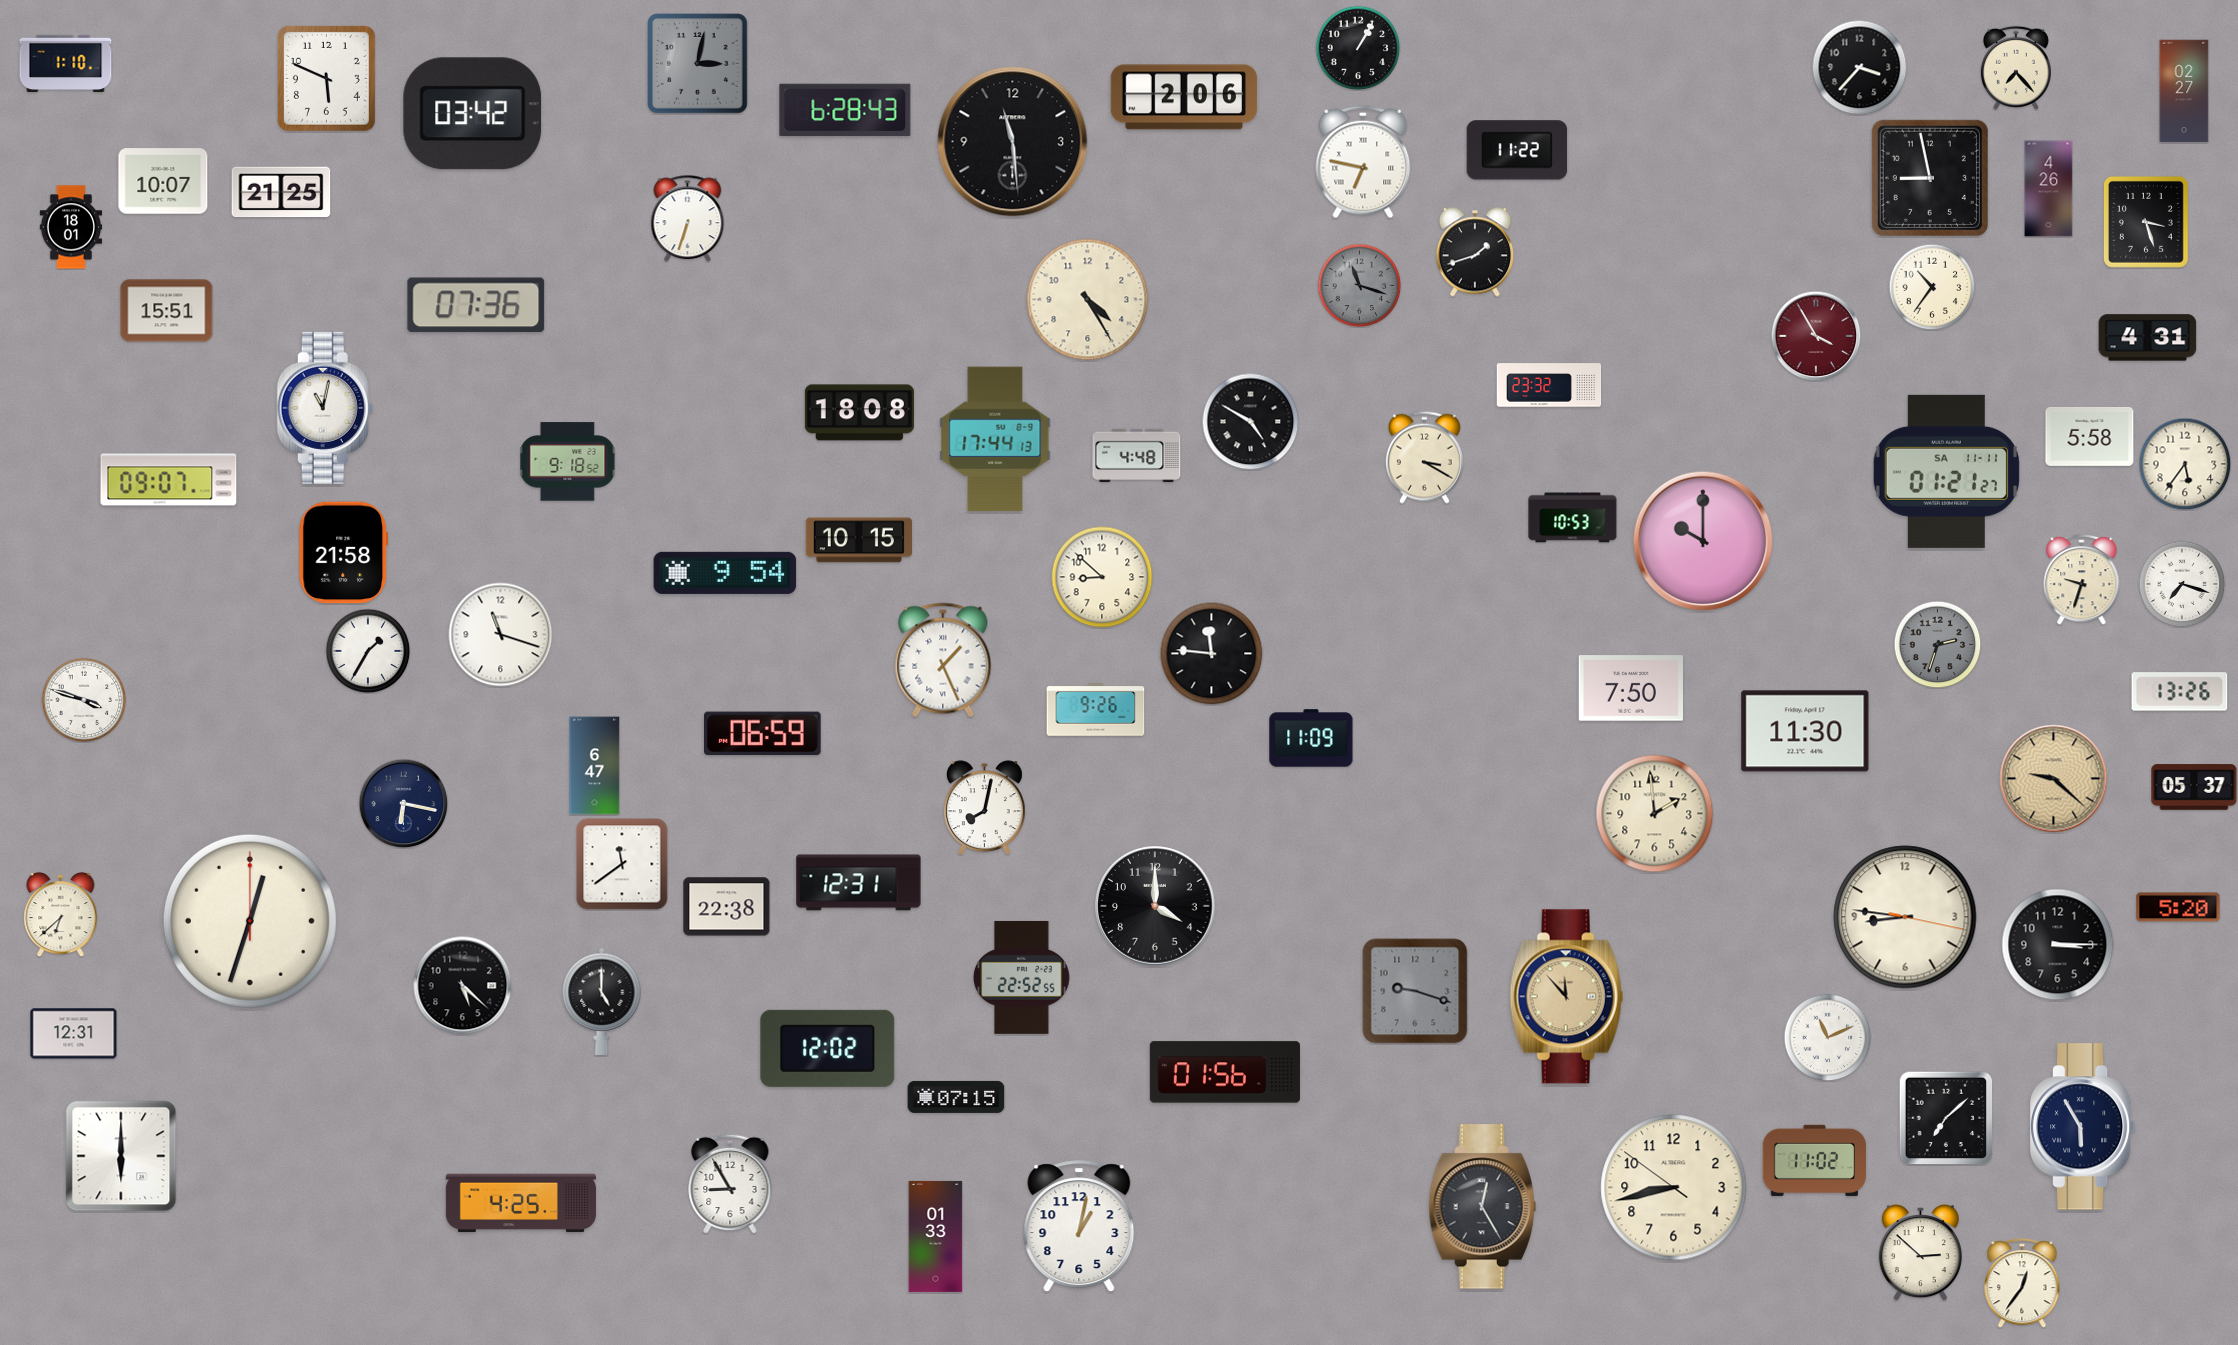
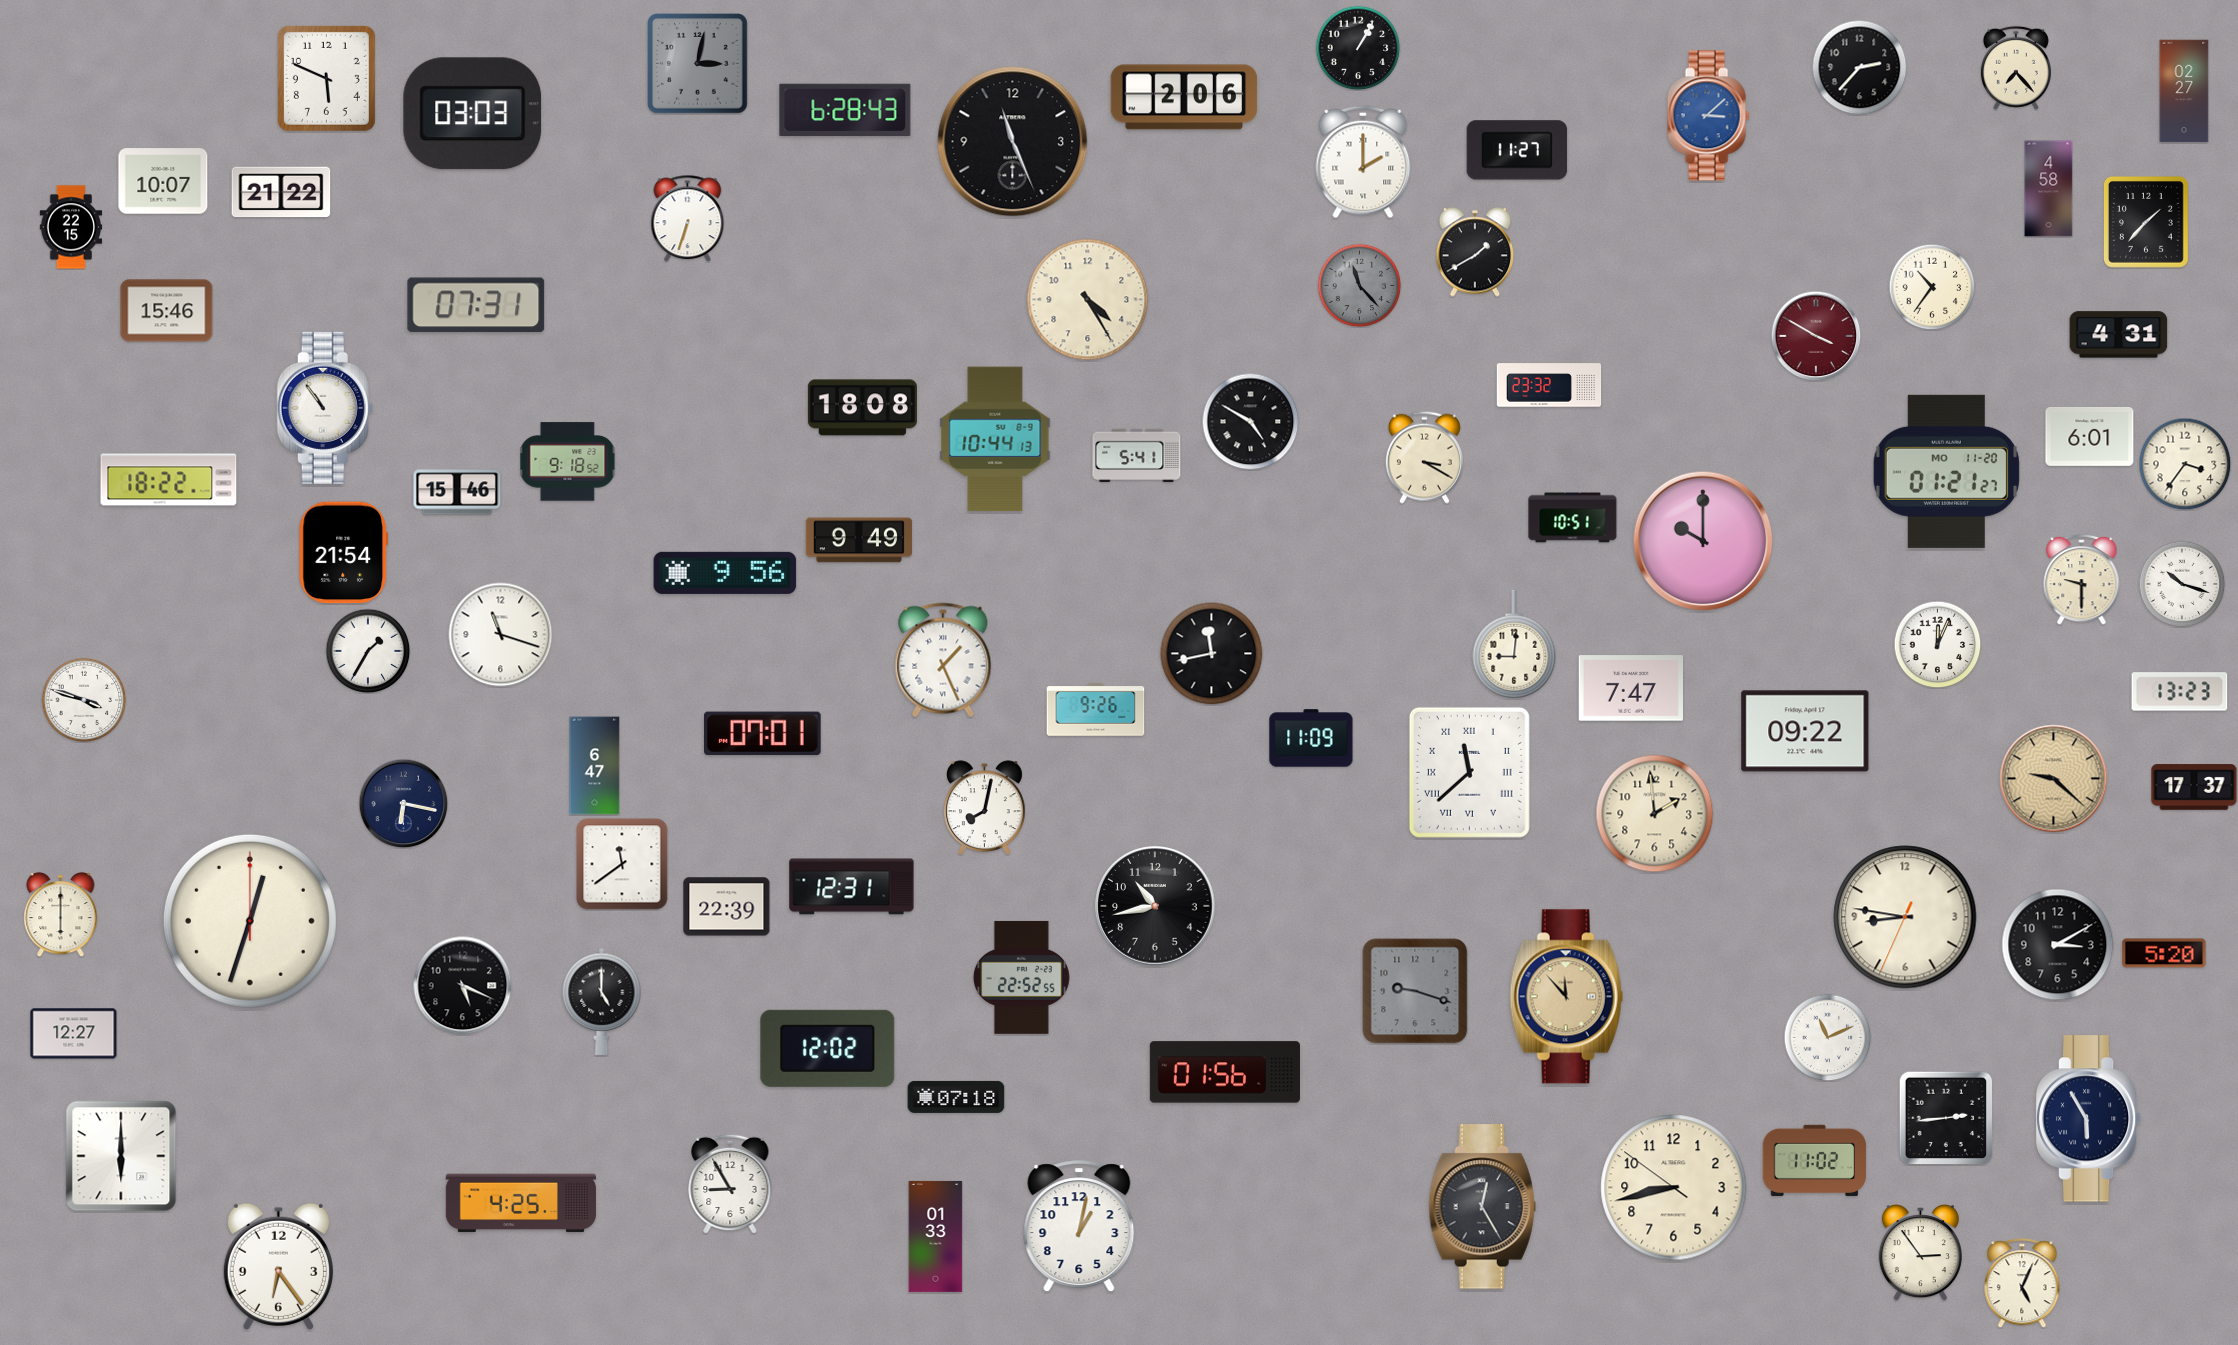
clock at (66, 63): 1:10 -> none
clock at (1859, 67): 3:37 -> 2:37
clock at (473, 114): 03:42 -> 03:03
clock at (1708, 116): none -> 3:08
clock at (1013, 142): 11:29 -> 11:26
clock at (1517, 150): 11:22 -> 11:27
clock at (1363, 162): 6:47 -> 2:00
clock at (1930, 178): 8:58 -> none
clock at (2049, 189): 4:26 -> 4:58
clock at (281, 192): 21:25 -> 21:22
clock at (2146, 222): 3:27 -> 1:37
clock at (71, 227): 18:01 -> 22:15
clock at (1475, 252): 1:42 -> 1:40
clock at (1359, 285): 11:18 -> 11:23
clock at (476, 305): 07:36 -> 07:31
clock at (167, 311): 15:51 -> 15:46
clock at (1816, 336): 3:55 -> 3:50
clock at (2148, 338) position: (2148, 338) -> (2119, 335)
clock at (325, 408): 11:02 -> 10:54
clock at (859, 413) position: (859, 413) -> (862, 408)
clock at (2090, 436): 5:58 -> 6:01
clock at (995, 439): 17:44 -> 10:44
clock at (1137, 455): 4:48 -> 5:41
clock at (2185, 464): 5:36 -> 3:36
clock at (1946, 471) date: SA 11-11 -> MO 11-20
clock at (169, 480): 09:07 -> 18:22
clock at (457, 492): none -> 15:46
clock at (1573, 518): 10:53 -> 10:51
clock at (859, 540): 10:15 -> 9:49
clock at (344, 553): 21:58 -> 21:54
clock at (725, 573): 9:54 -> 9:56
clock at (1102, 577): 8:52 -> none
clock at (2082, 579): 9:33 -> 9:30
clock at (2182, 584): 7:18 -> 10:18
clock at (1514, 644): none -> 9:01
clock at (1937, 644): 2:33 -> 12:04
clock at (1937, 644) dial: grey -> white
clock at (1212, 654): 11:46 -> 11:43
clock at (1630, 688): 7:50 -> 7:47
clock at (2180, 692): 13:26 -> 13:23
clock at (1805, 731): 11:30 -> 09:22
clock at (762, 734): 06:59 -> 07:01
clock at (1469, 772): none -> 11:38
clock at (2194, 787): 05:37 -> 17:37
clock at (859, 883) position: (859, 883) -> (852, 887)
clock at (1155, 906): 4:00 -> 10:43
clock at (727, 907): 22:38 -> 22:39
clock at (2178, 907) position: (2178, 907) -> (2164, 953)
clock at (61, 914): 6:38 -> 6:00
clock at (1905, 917): 8:46:17 -> 8:46:34
clock at (2058, 945): 3:15 -> 3:10
clock at (463, 986): 5:22 -> 5:19
clock at (74, 1034): 12:31 -> 12:27
clock at (956, 1097): 07:15 -> 07:18
clock at (1946, 1118): 7:08 -> 2:44
clock at (2083, 1127) position: (2083, 1127) -> (2089, 1119)
clock at (1920, 1253): 2:52 -> 2:54
clock at (278, 1266): none -> 6:24
clock at (2022, 1283): 12:36 -> 5:04
